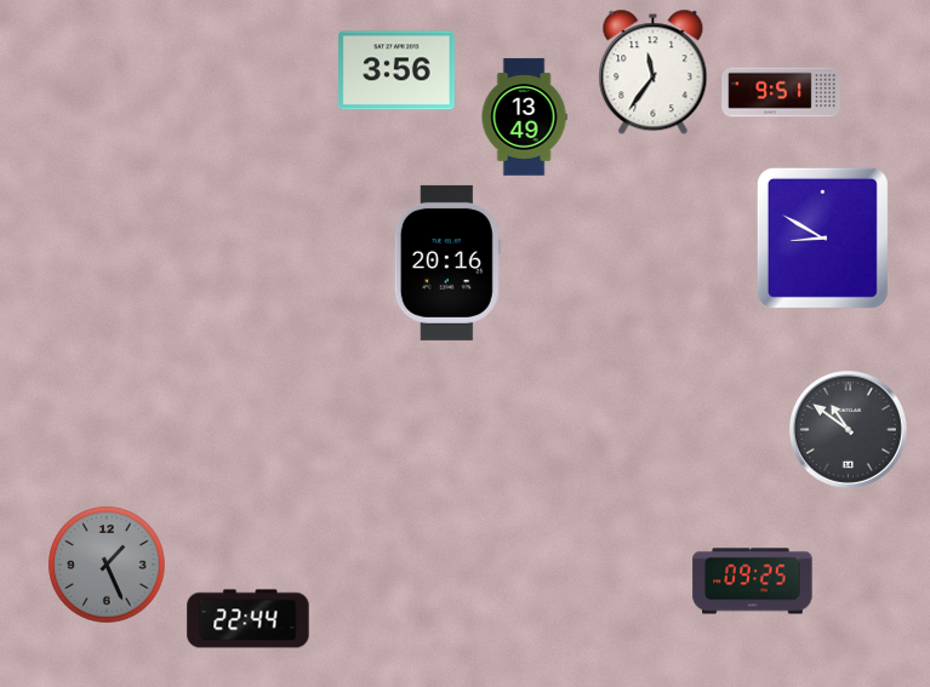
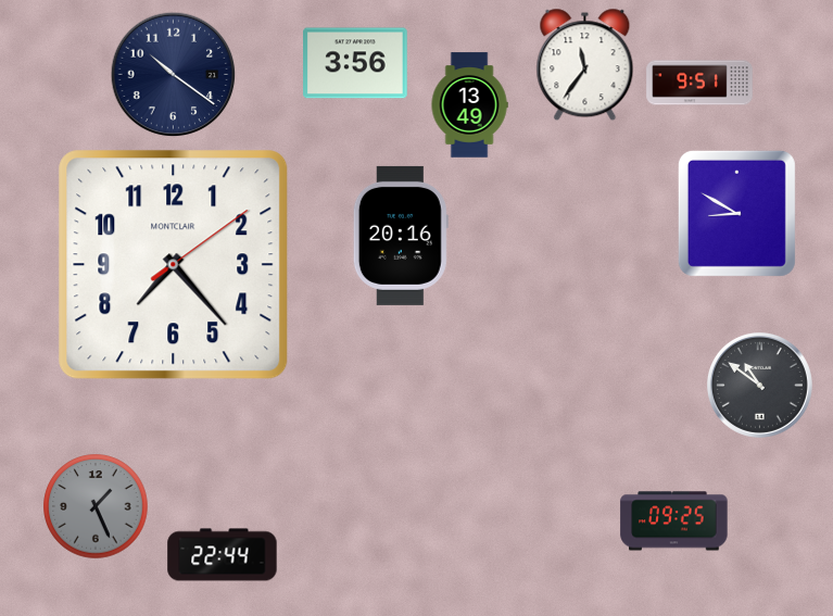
clock at (174, 75): none -> 10:21
clock at (174, 265): none -> 7:23
